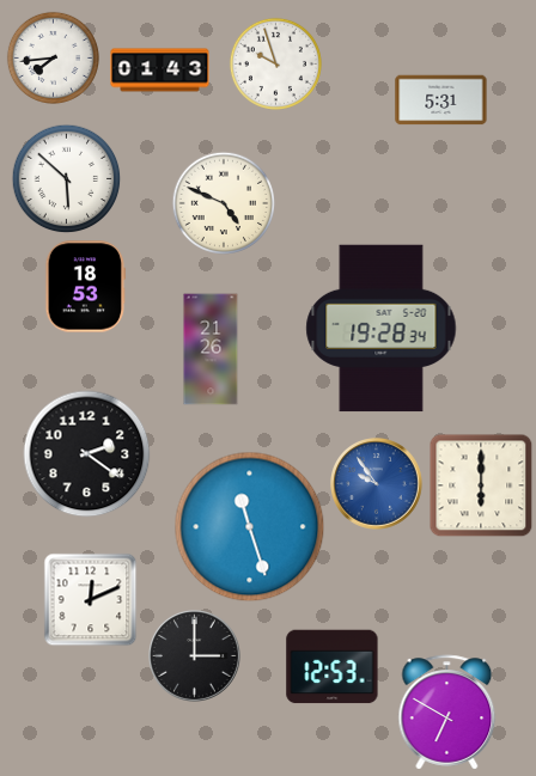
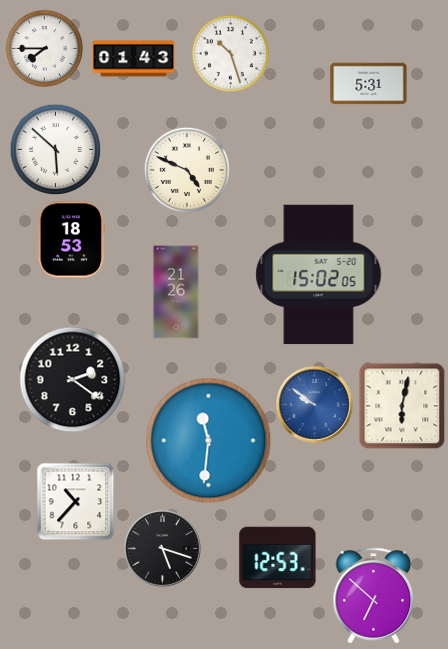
clock at (53, 57): 7:44 -> 7:45
clock at (275, 63): 9:57 -> 10:27
clock at (382, 329): 19:28 -> 15:02
clock at (377, 484): 9:54 -> 9:51
clock at (481, 485): 6:00 -> 6:02
clock at (250, 527): 11:27 -> 11:31
clock at (90, 599): 12:11 -> 10:37
clock at (195, 656): 3:00 -> 5:18
clock at (447, 713): 6:50 -> 6:52
